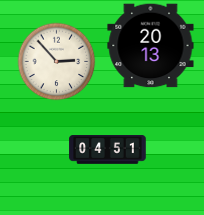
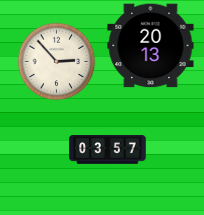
clock at (108, 150): 04:51 -> 03:57
